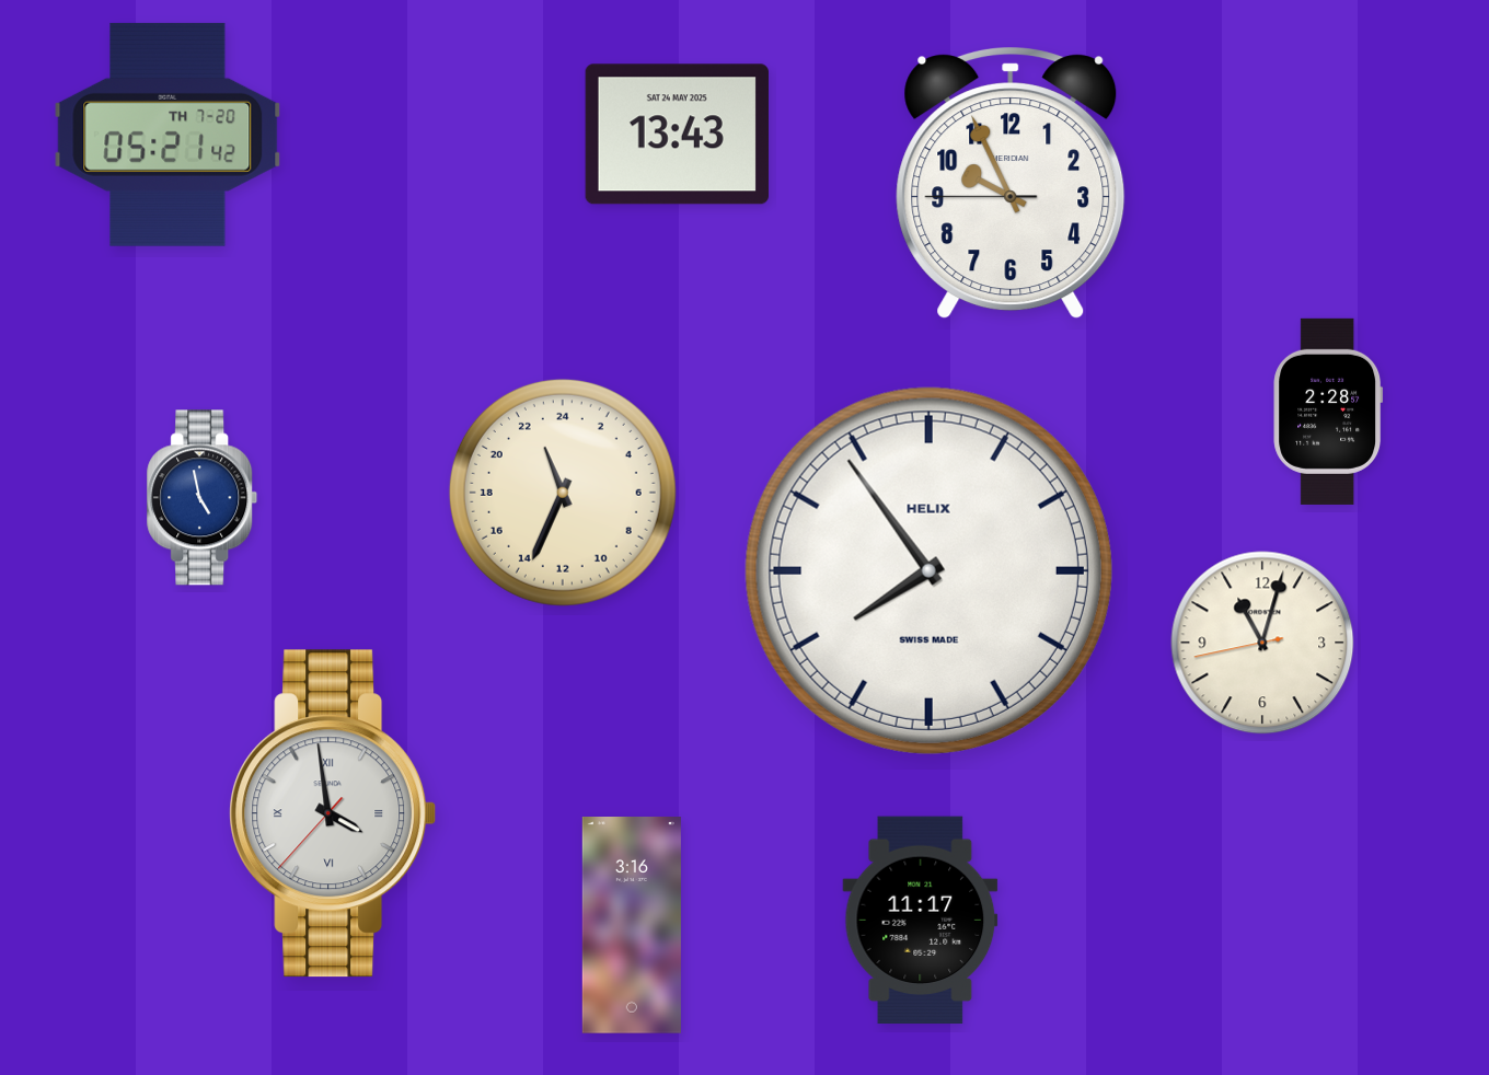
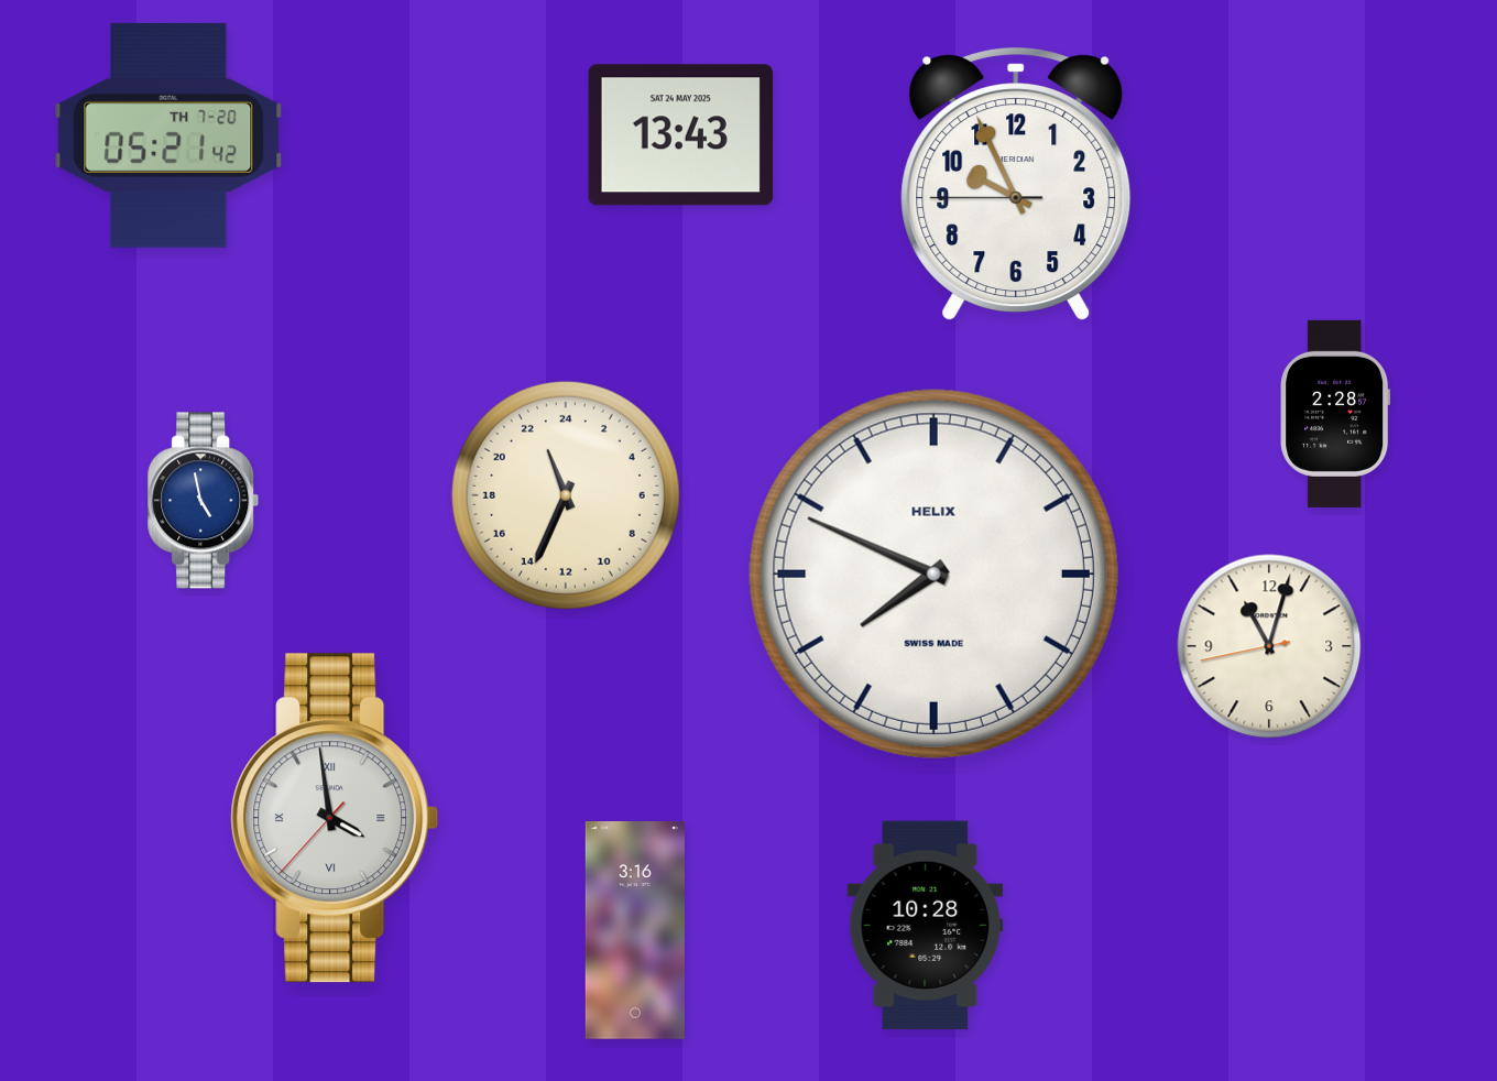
clock at (928, 570): 7:54 -> 7:49
clock at (921, 921): 11:17 -> 10:28
